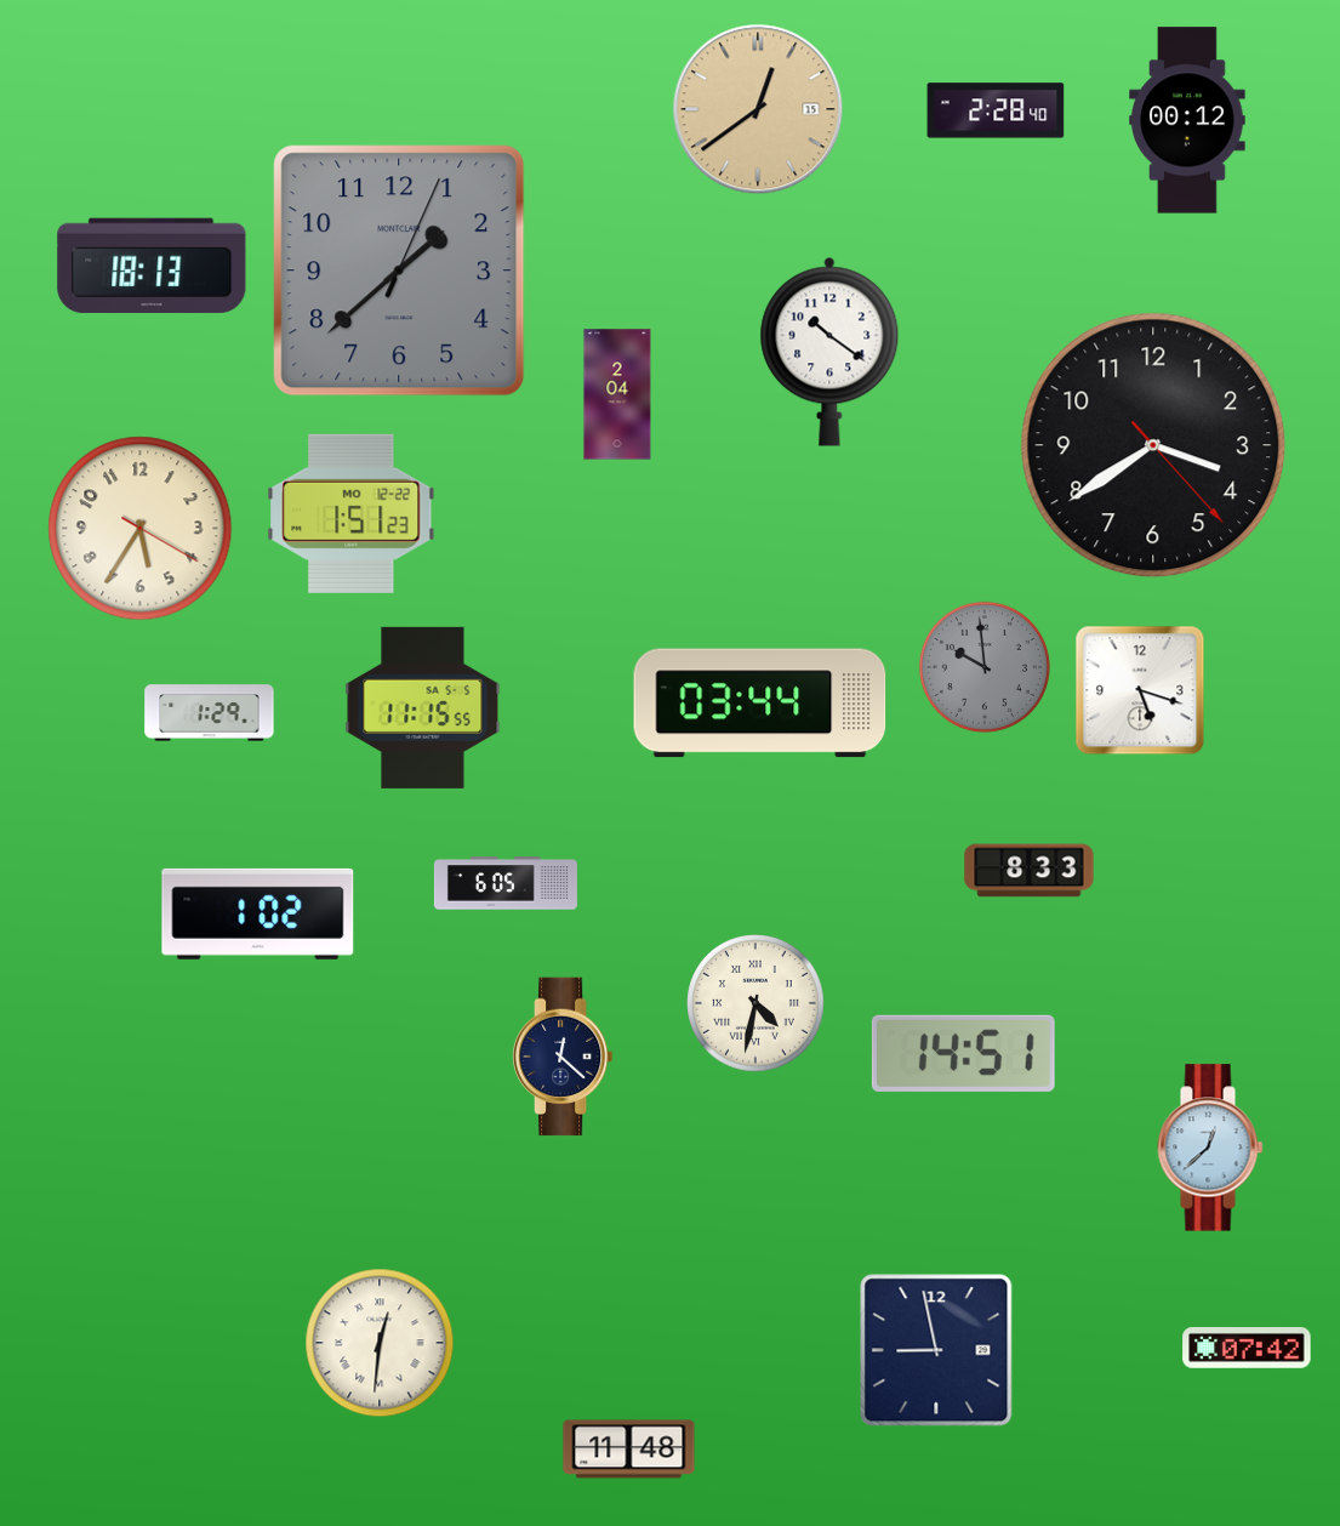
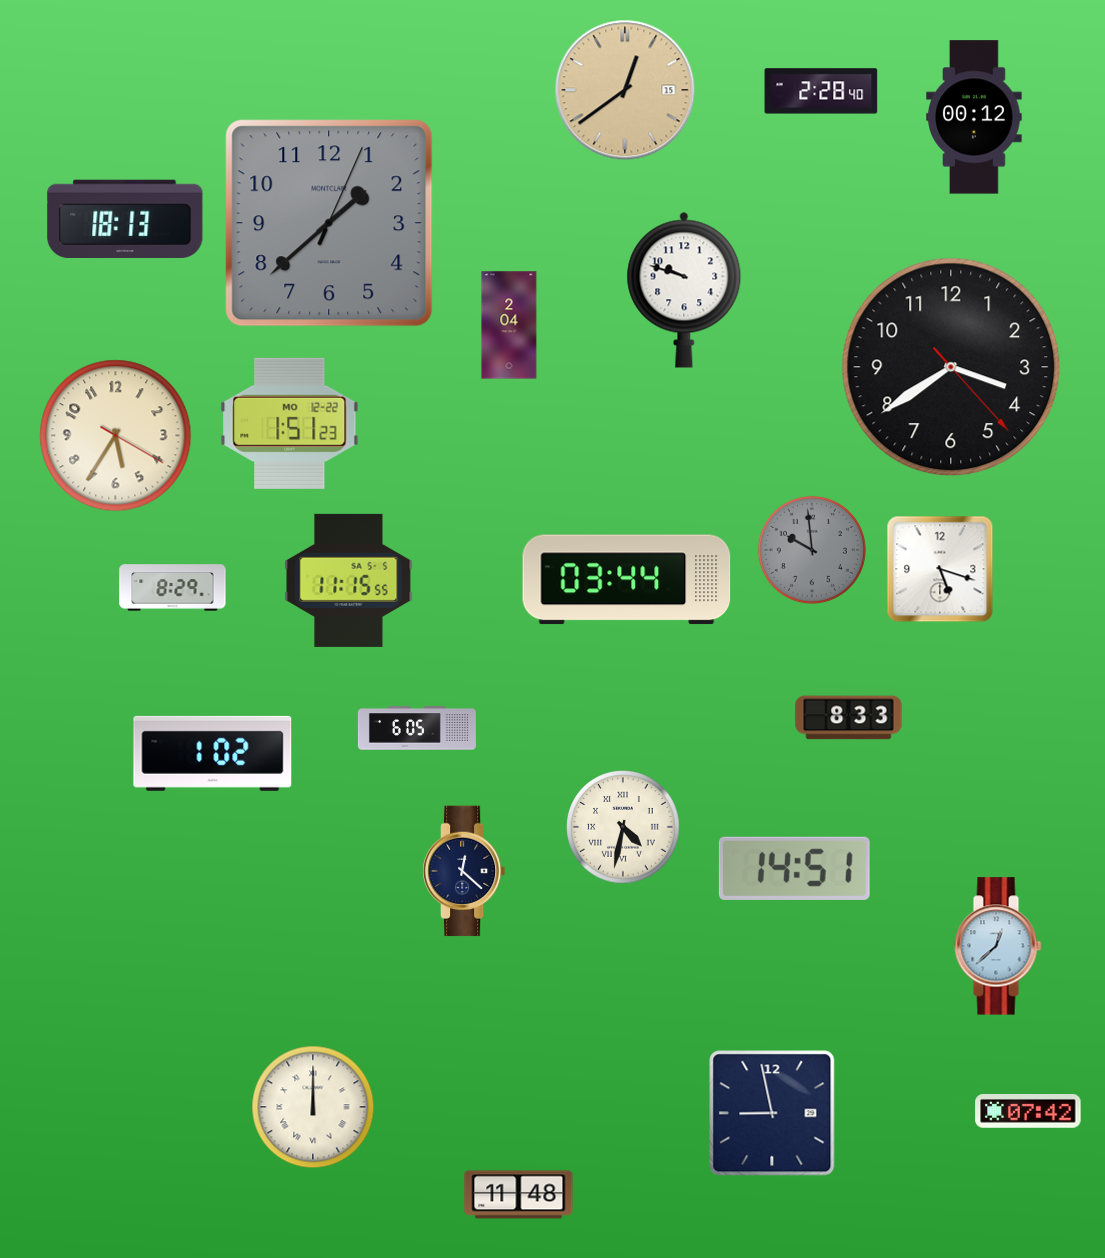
clock at (1187, 120) position: (1187, 120) -> (974, 117)
clock at (829, 352): 10:21 -> 9:48
clock at (423, 707) position: (423, 707) -> (349, 580)
clock at (210, 713): 1:29 -> 8:29
clock at (380, 1343): 12:31 -> 12:00
